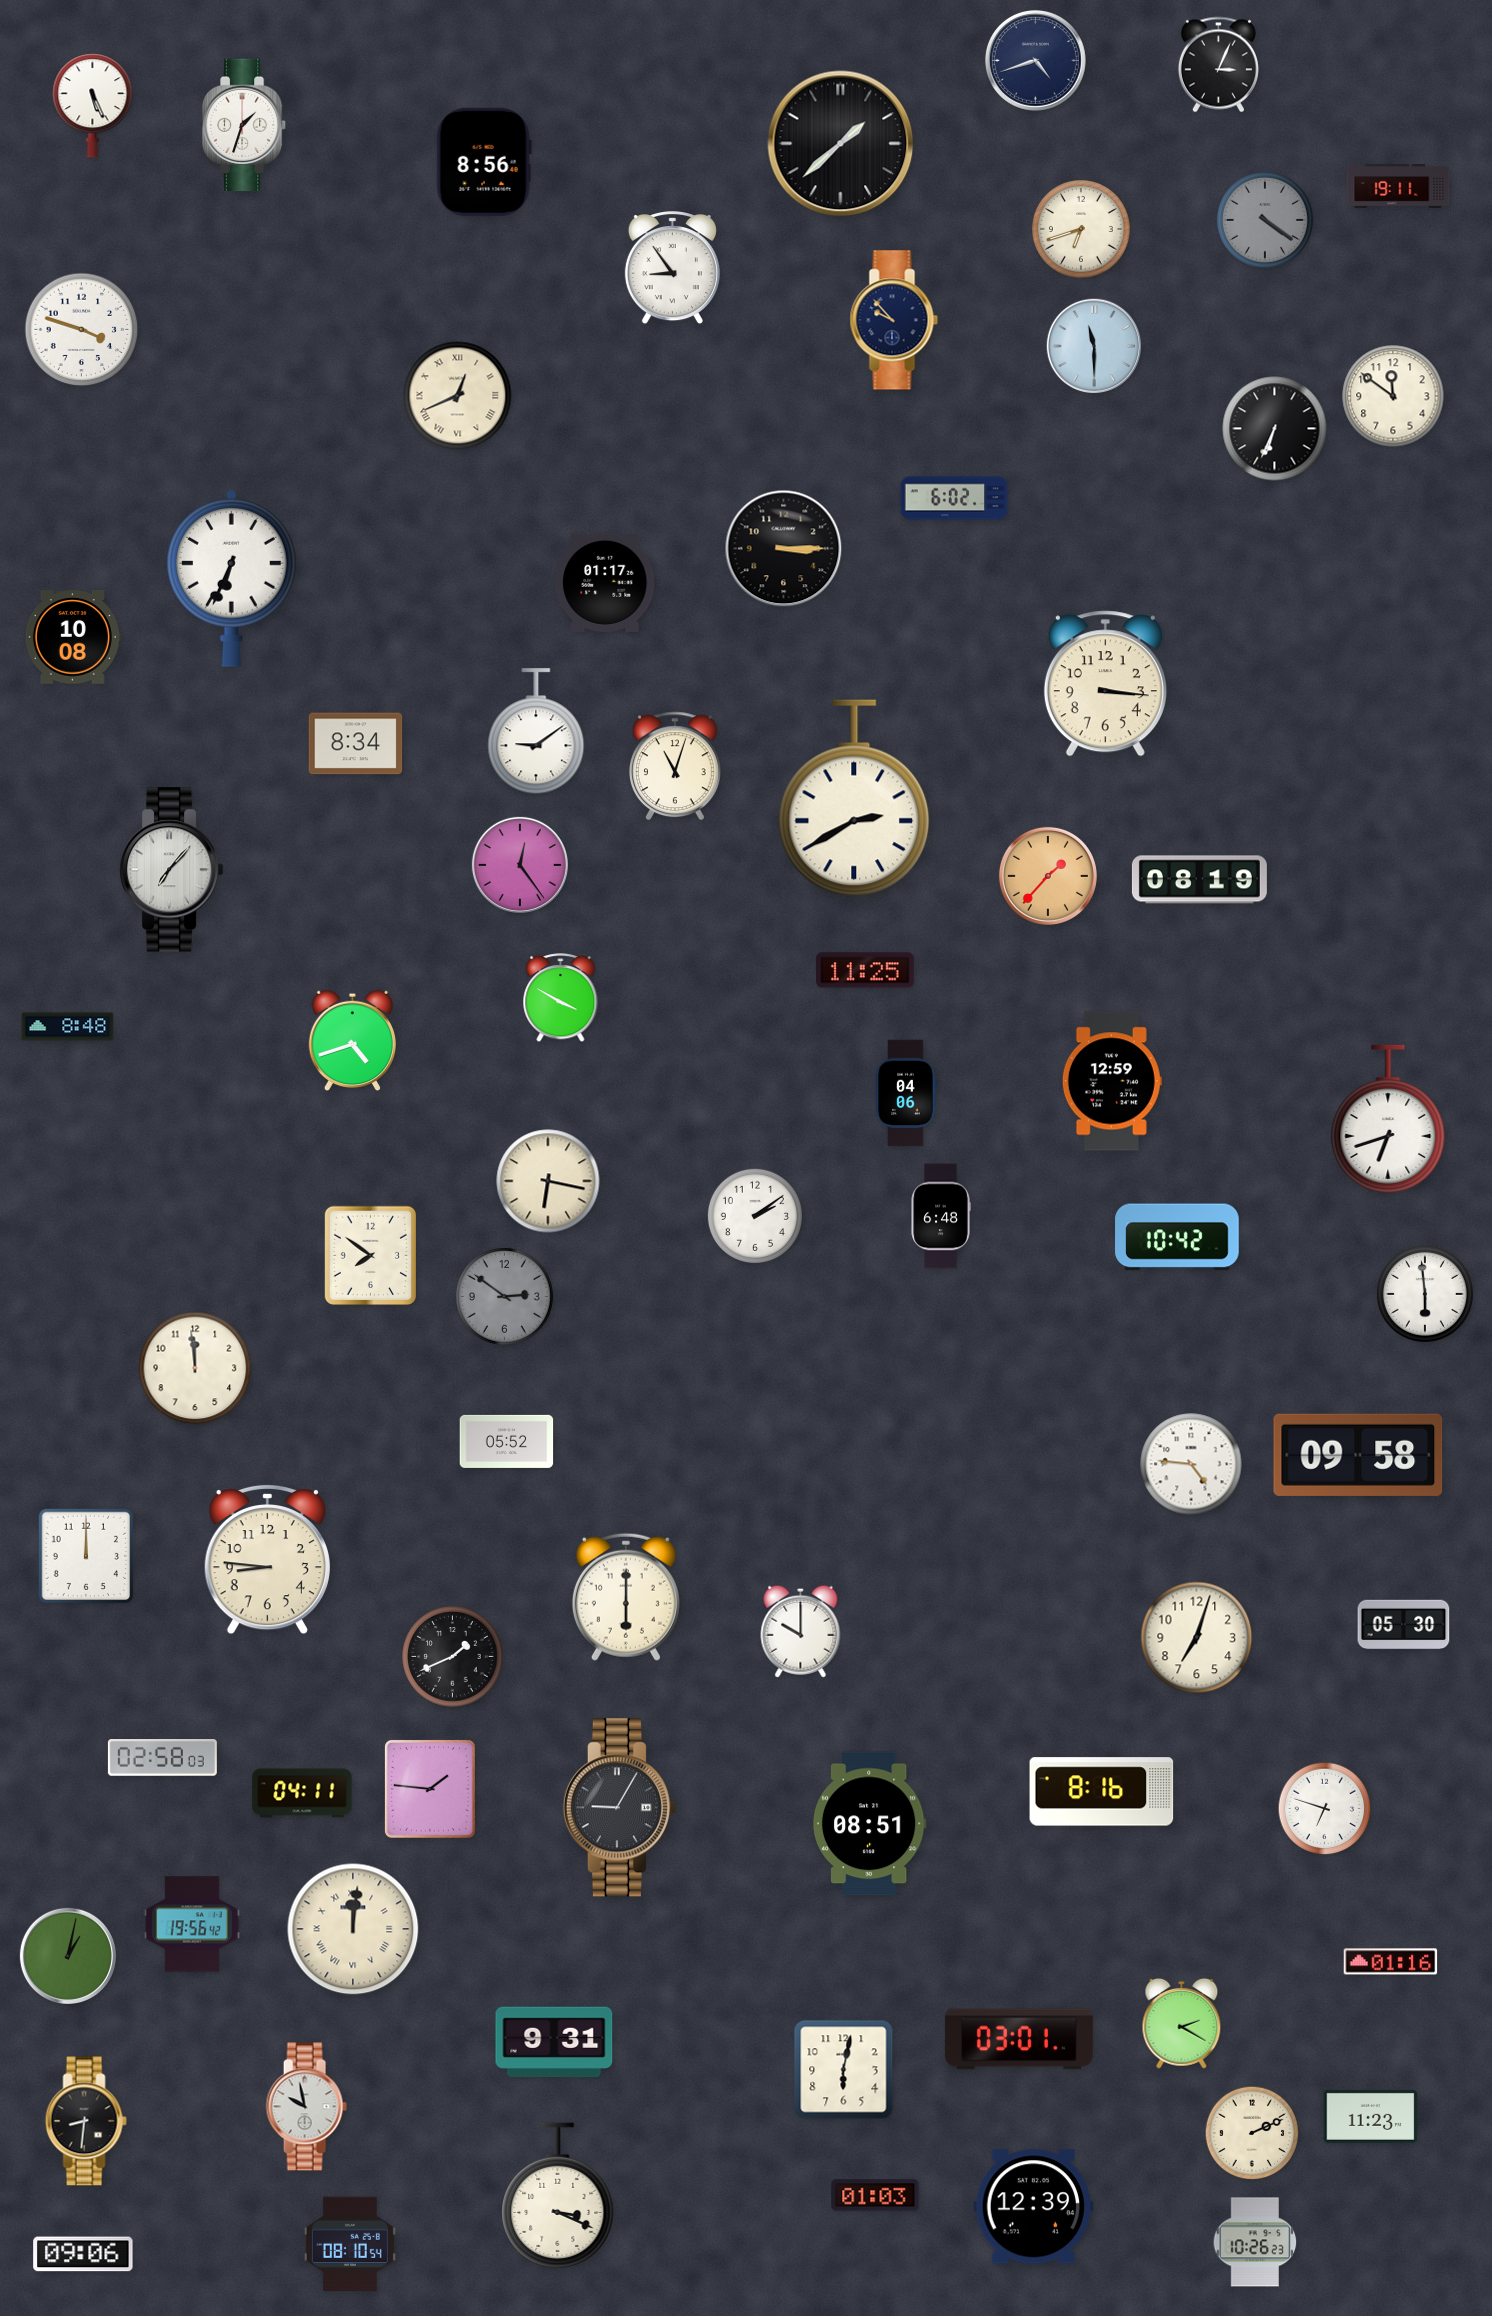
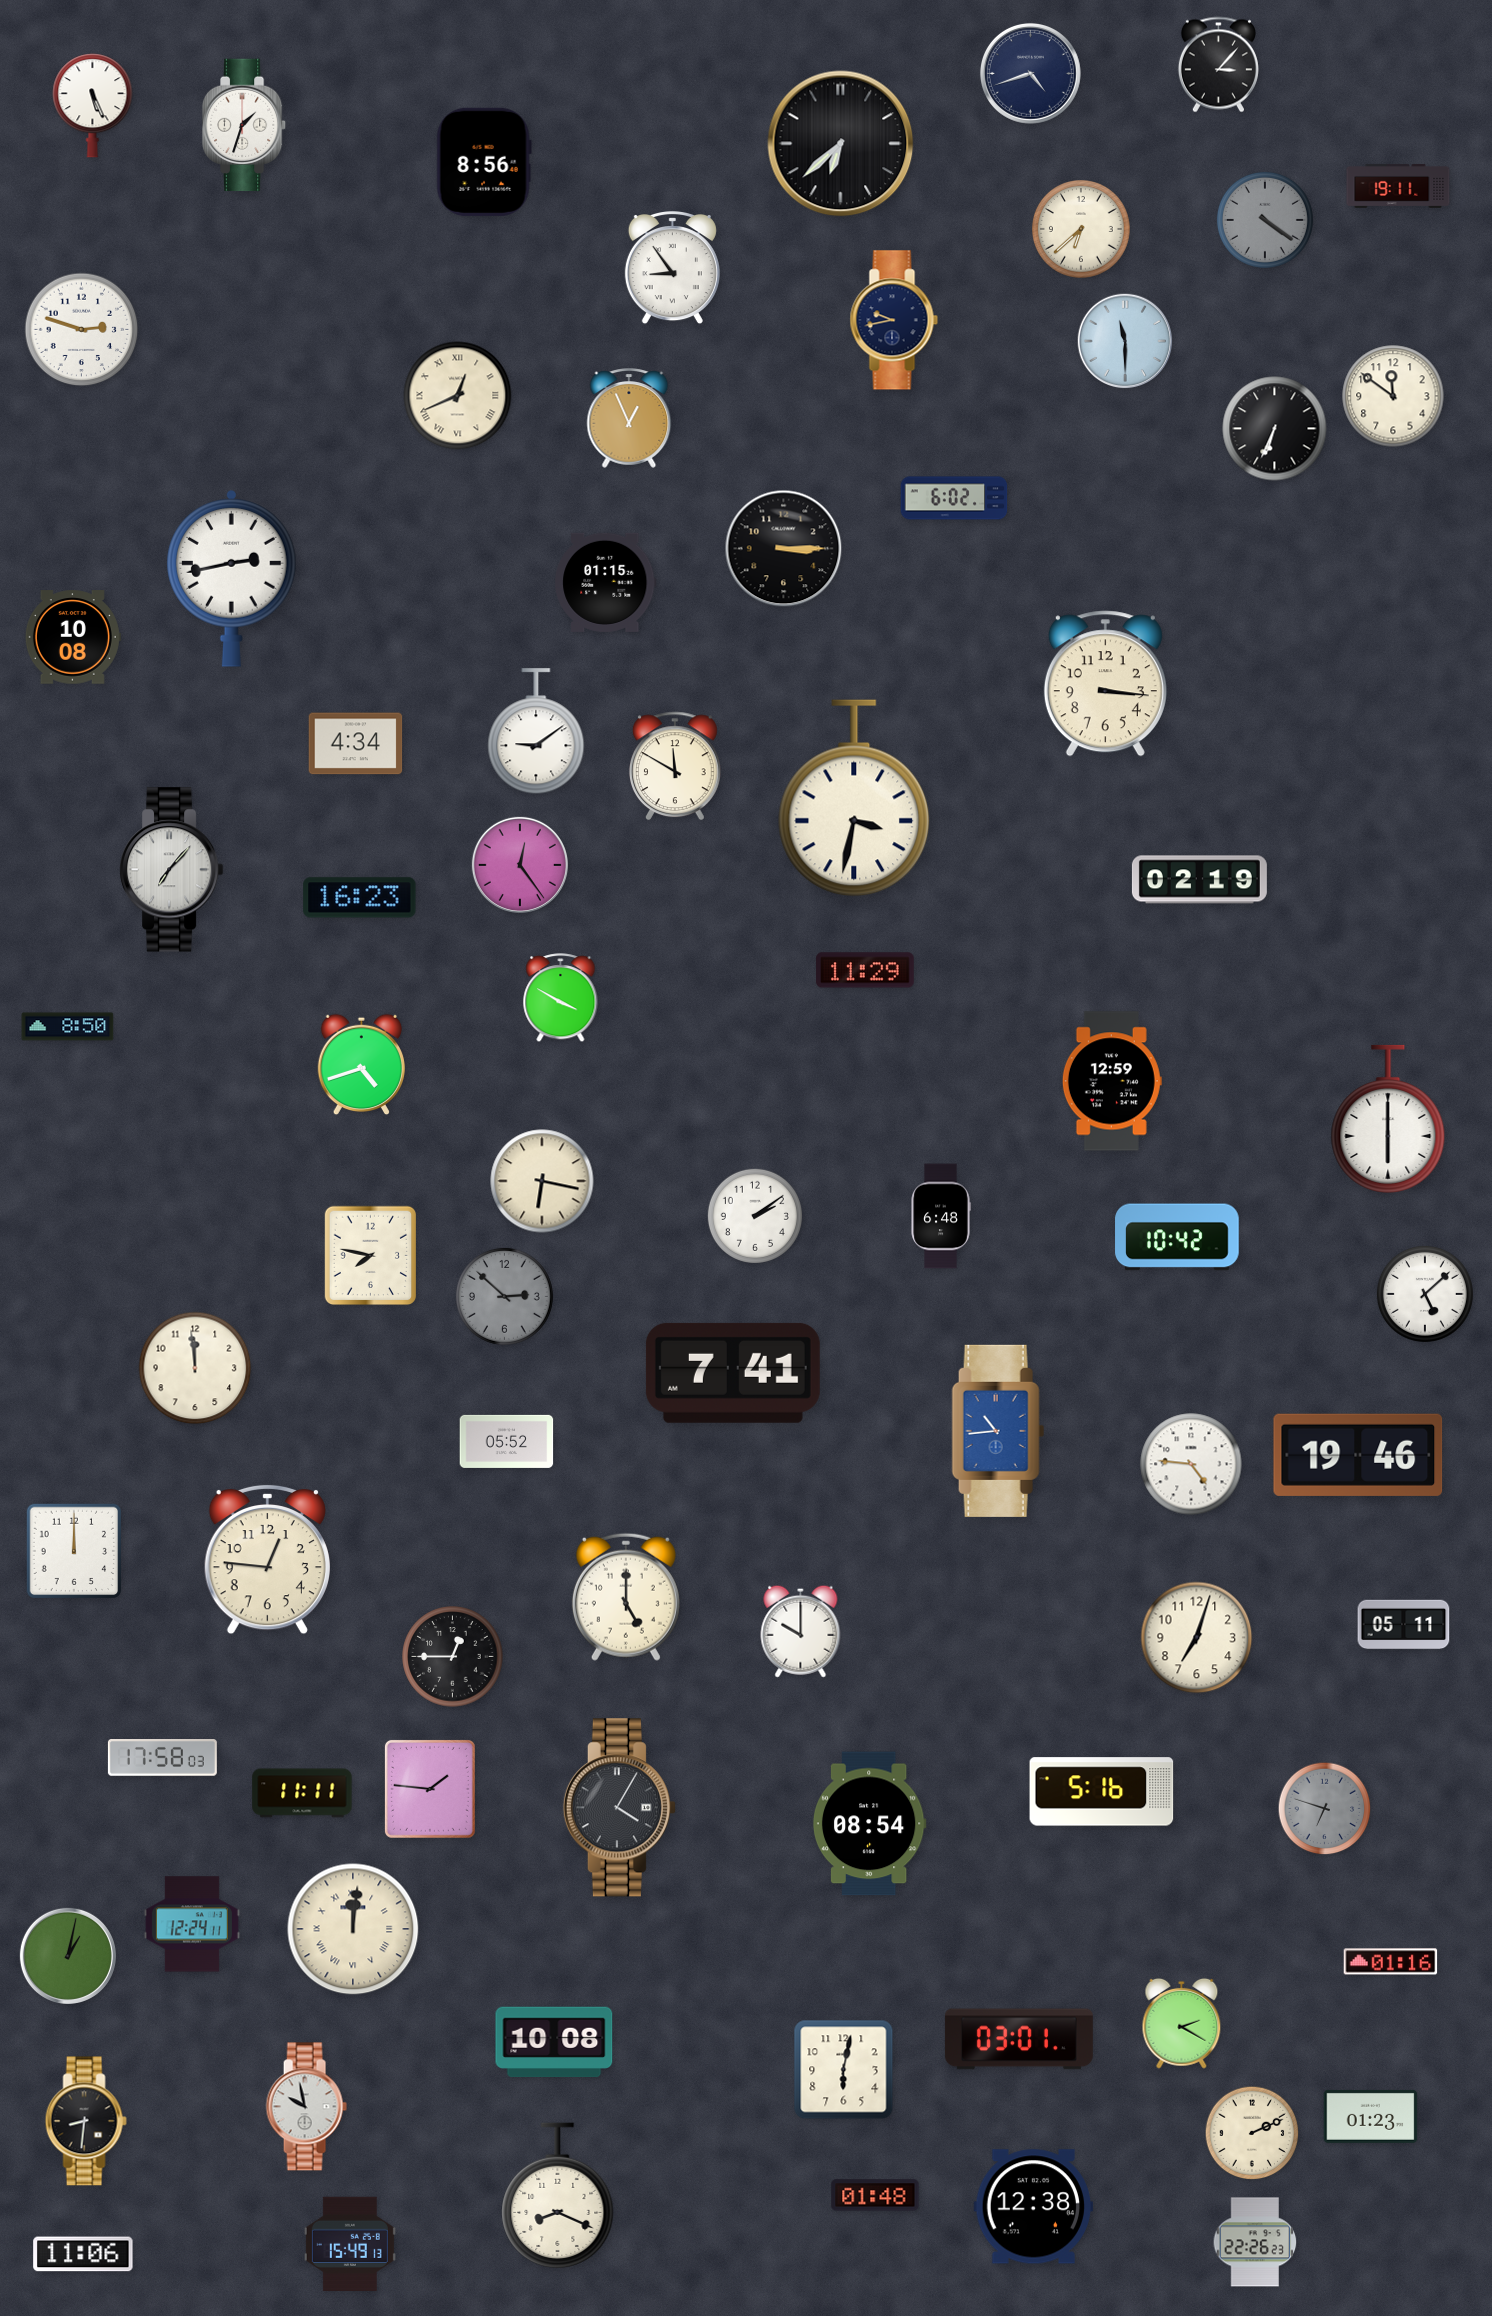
clock at (1035, 60) position: (1035, 60) -> (1030, 73)
clock at (1218, 65): 3:04 -> 3:07
clock at (841, 144): 1:38 -> 6:38
clock at (1082, 230): 6:42 -> 6:38
clock at (894, 320): 9:53 -> 9:43
clock at (82, 330): 3:48 -> 2:48
clock at (1094, 346) position: (1094, 346) -> (1125, 341)
clock at (629, 418): none -> 12:56
clock at (232, 579): 6:34 -> 2:43
clock at (605, 582): 01:17 -> 01:15
clock at (356, 744): 8:34 -> 4:34
clock at (675, 766): 11:03 -> 11:50
clock at (854, 798): 2:40 -> 3:32
clock at (1048, 876): 1:37 -> none
clock at (1199, 880): 08:19 -> 02:19
clock at (360, 898): none -> 16:23
clock at (865, 970): 11:25 -> 11:29
clock at (68, 1027): 8:48 -> 8:50
clock at (352, 1041) position: (352, 1041) -> (361, 1065)
clock at (906, 1093): 04:06 -> none
clock at (1388, 1118): 6:42 -> 6:00
clock at (548, 1181) position: (548, 1181) -> (542, 1181)
clock at (370, 1256): 7:51 -> 7:47
clock at (1425, 1294): 5:59 -> 5:08
clock at (504, 1296): 2:51 -> 2:52
clock at (733, 1373): none -> 7:41
clock at (998, 1431): none -> 10:44
clock at (1358, 1455): 09:58 -> 19:46
clock at (85, 1555) position: (85, 1555) -> (73, 1550)
clock at (267, 1559): 8:46 -> 12:46
clock at (626, 1597): 6:00 -> 5:00
clock at (1404, 1625): 05:30 -> 05:11
clock at (453, 1657): 1:41 -> 12:45
clock at (162, 1758): 02:58 -> 17:58
clock at (1102, 1792): 8:16 -> 5:16
clock at (302, 1793): 04:11 -> 11:11
clock at (619, 1808): 9:05 -> 4:05
clock at (1325, 1809) dial: white -> grey
clock at (869, 1824): 08:51 -> 08:54
clock at (192, 1924): 19:56 -> 12:24
clock at (554, 2042): 9:31 -> 10:08
clock at (1371, 2116): 11:23 -> 01:23
clock at (875, 2195): 01:03 -> 01:48
clock at (558, 2196): 3:19 -> 8:19
clock at (1034, 2207): 12:39 -> 12:38
clock at (1255, 2242): 10:26 -> 22:26
clock at (350, 2243): 08:10 -> 15:49
clock at (83, 2254): 09:06 -> 11:06
